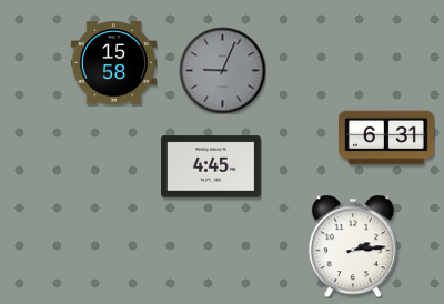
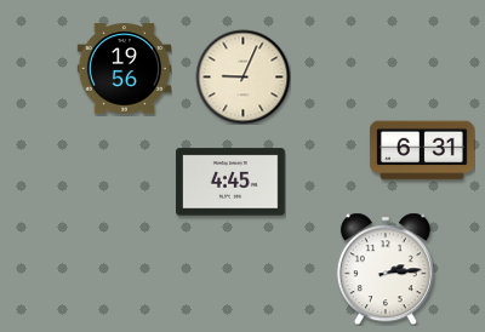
clock at (113, 63): 15:58 -> 19:56
clock at (222, 70) dial: grey -> cream
